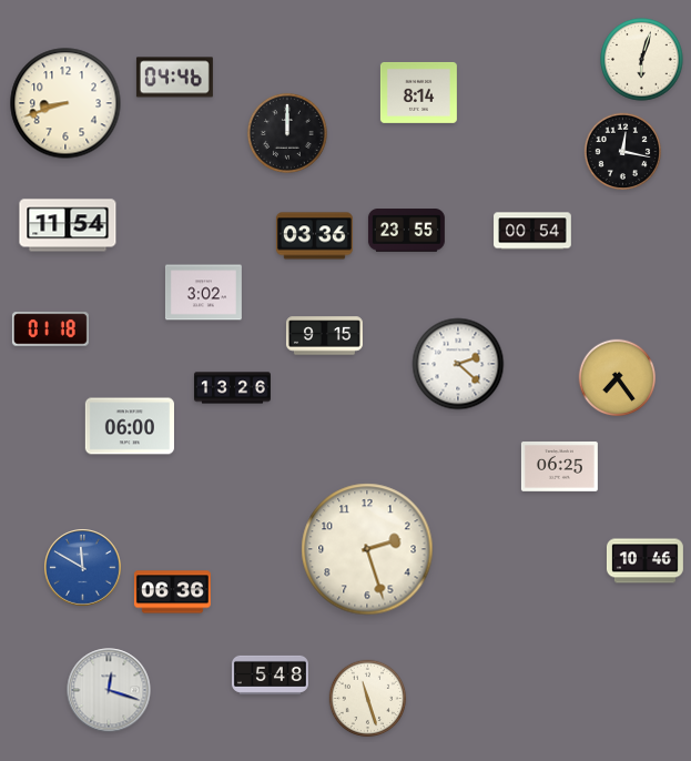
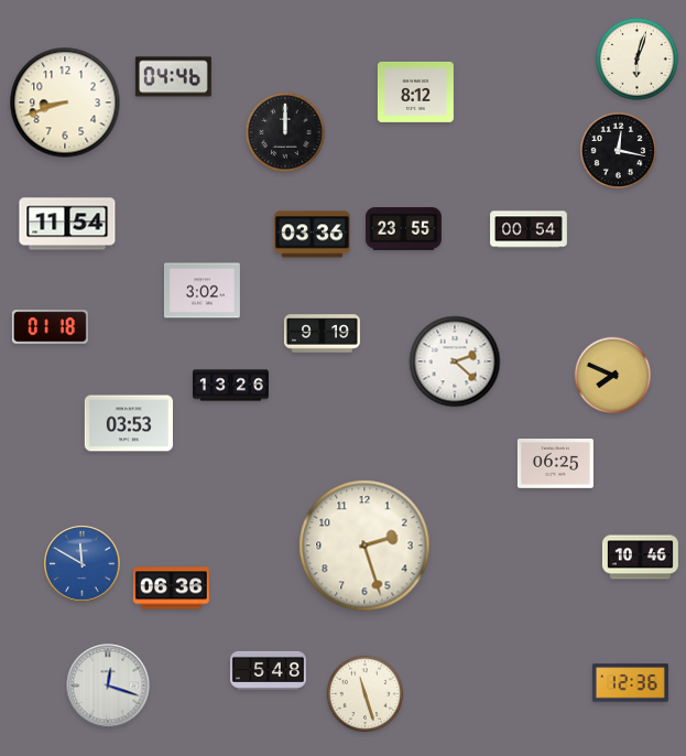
clock at (418, 92): 8:14 -> 8:12
clock at (324, 336): 9:15 -> 9:19
clock at (618, 378): 7:24 -> 7:49
clock at (130, 426): 06:00 -> 03:53
clock at (630, 683): none -> 12:36
